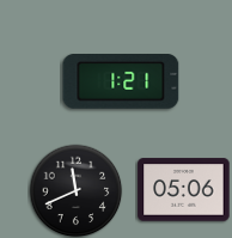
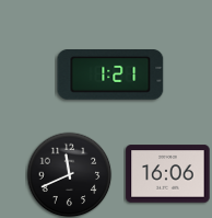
clock at (184, 190): 05:06 -> 16:06
